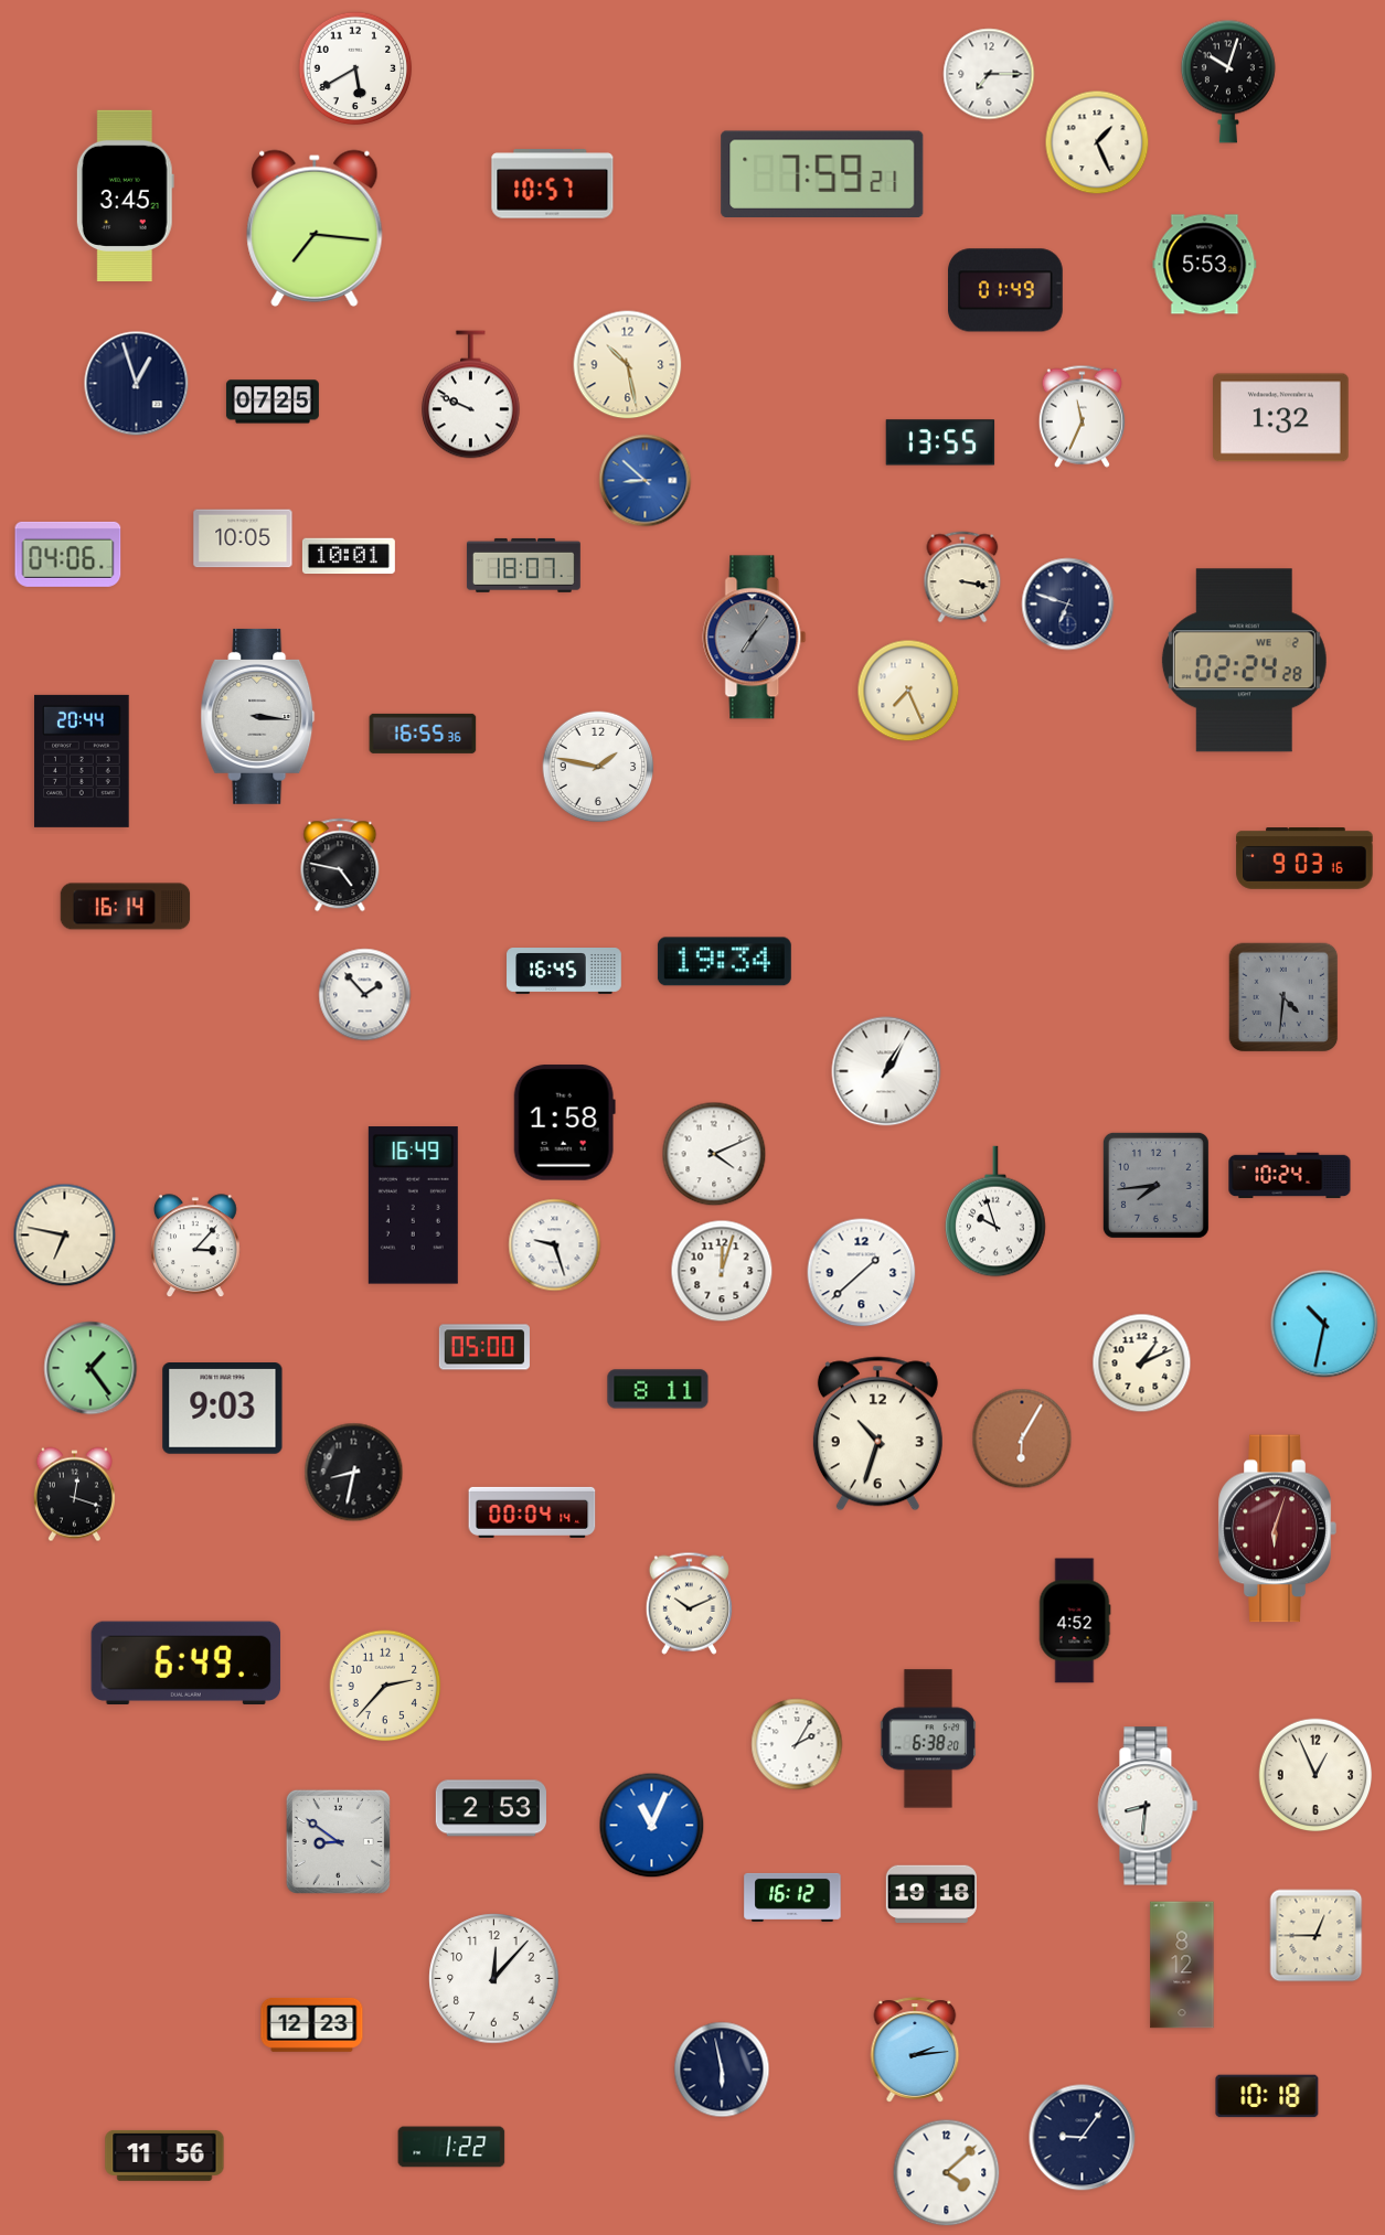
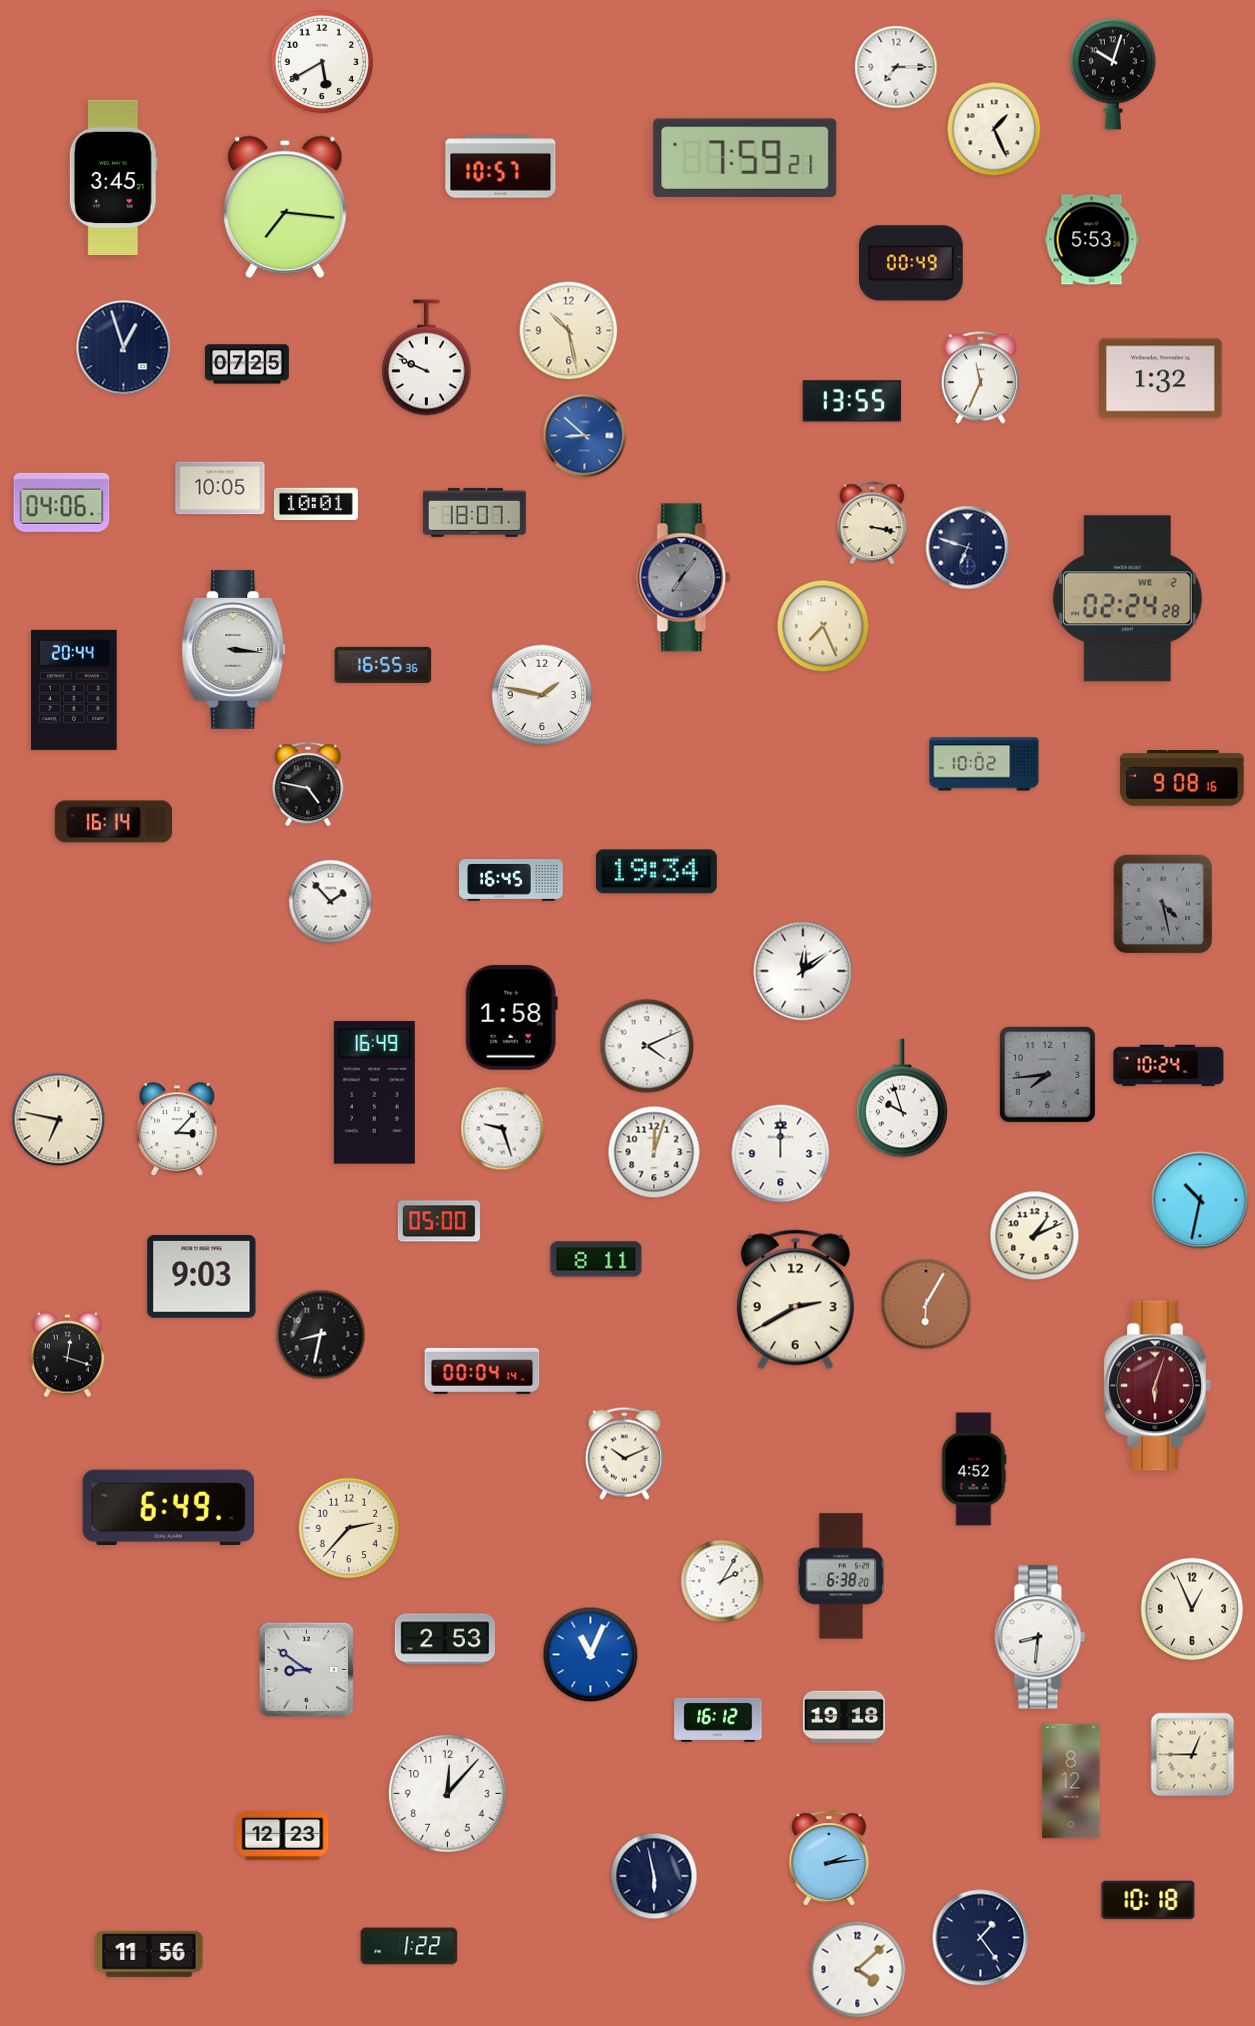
clock at (1006, 290): 01:49 -> 00:49
clock at (984, 764): none -> 10:02
clock at (1304, 859): 9:03 -> 9:08
clock at (1283, 997): 4:31 -> 4:28
clock at (886, 1071): 1:05 -> 12:09
clock at (862, 1273): 1:38 -> 12:00
clock at (90, 1368): 1:24 -> none
clock at (877, 1434): 10:33 -> 2:40
clock at (1083, 2138): 9:06 -> 1:24
